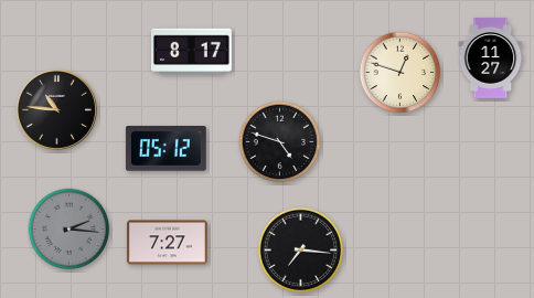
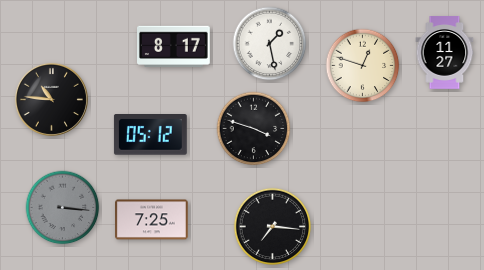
clock at (270, 44): none -> 1:28
clock at (280, 142): 4:48 -> 3:48
clock at (70, 230): 2:16 -> 3:16
clock at (168, 243): 7:27 -> 7:25
